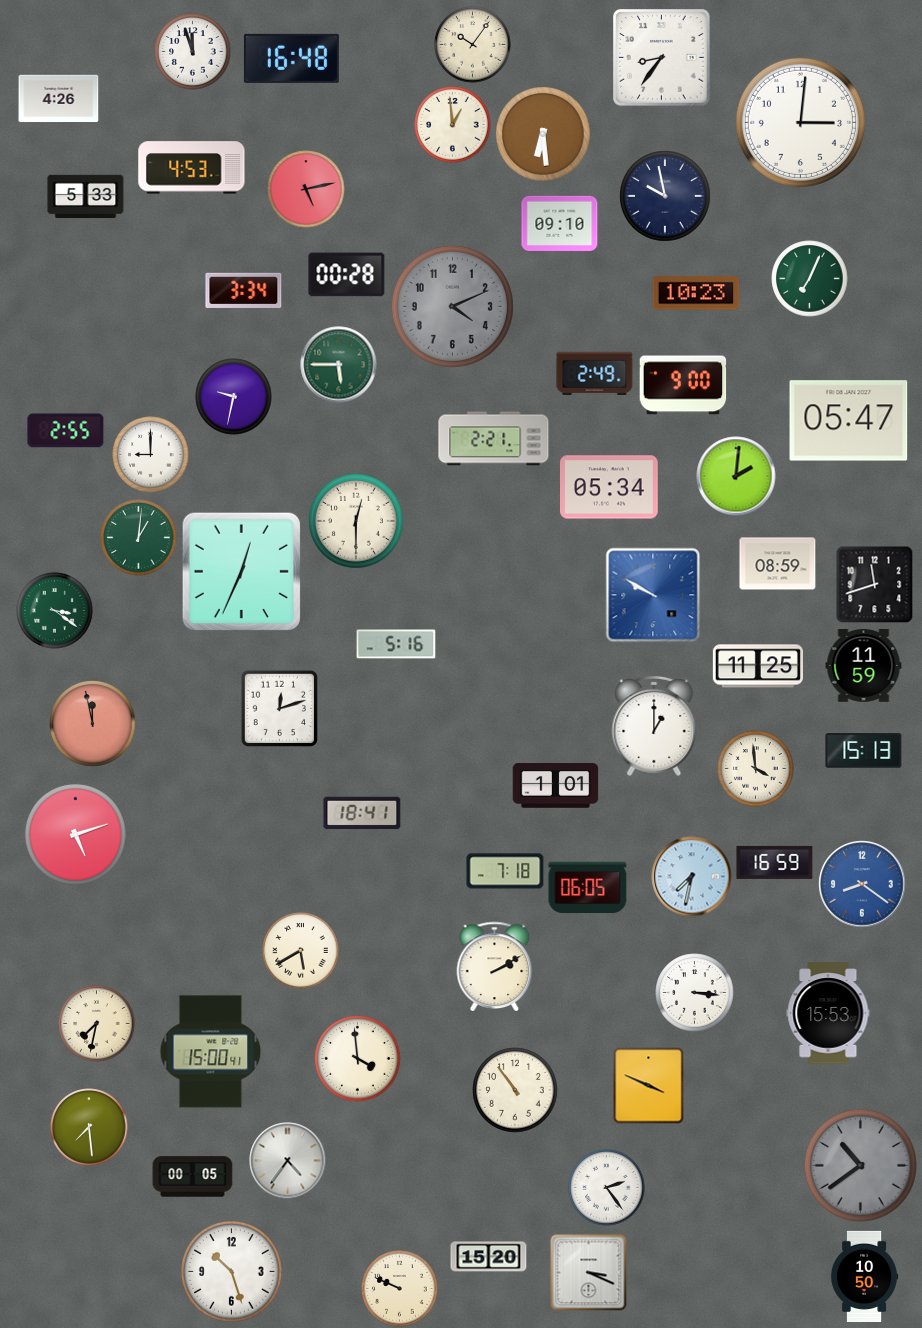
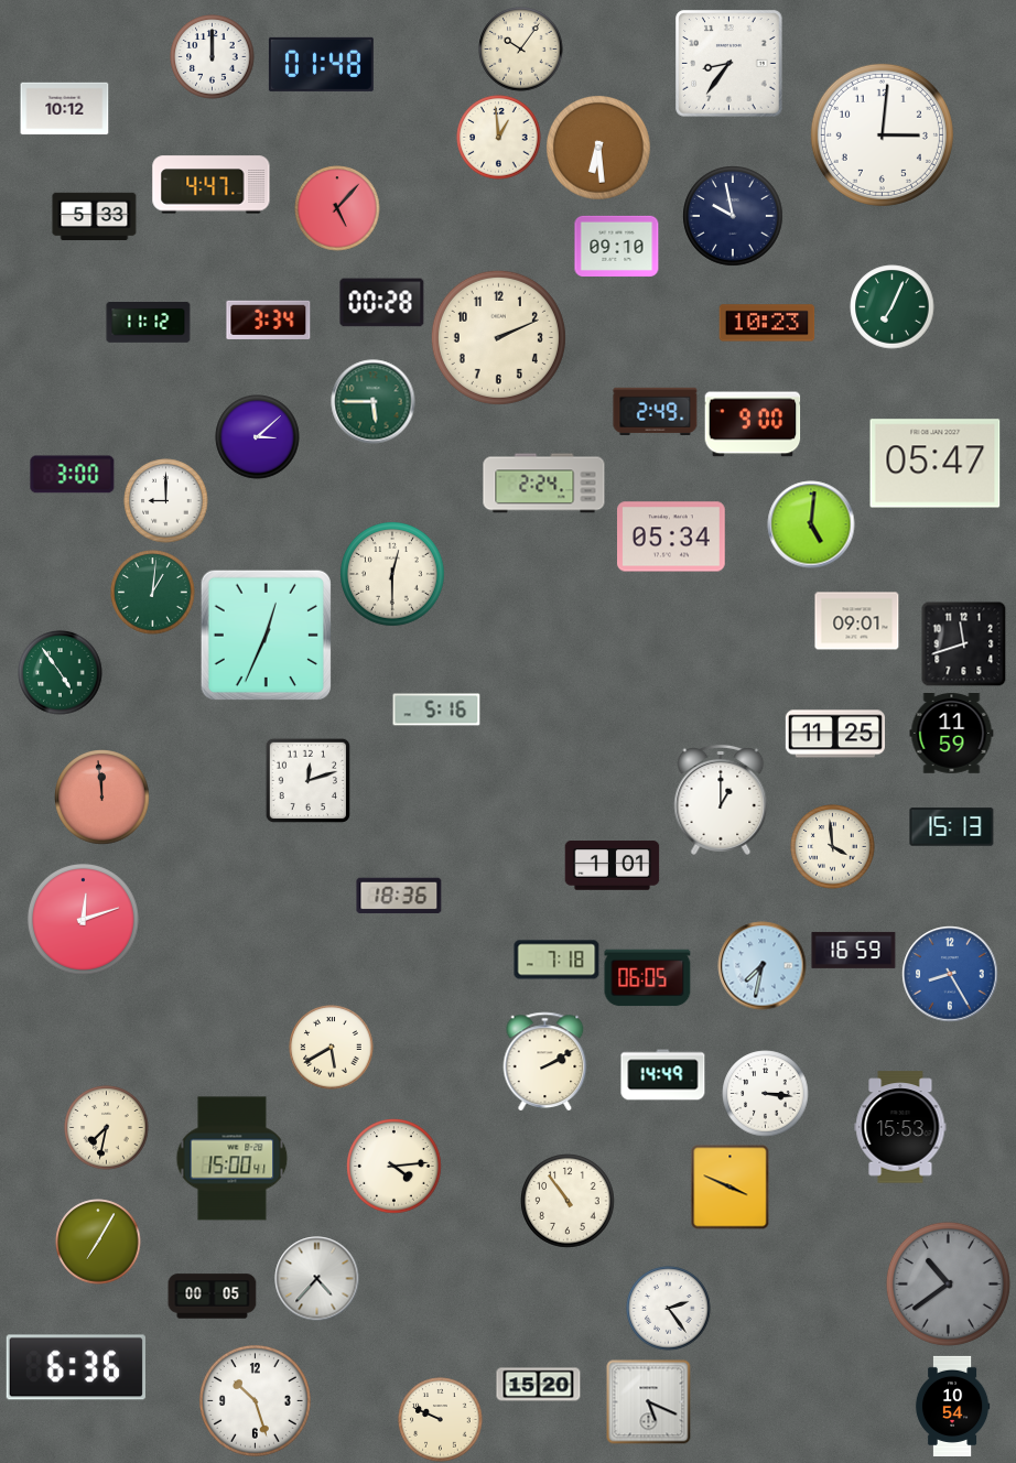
clock at (193, 52): 11:57 -> 12:00
clock at (291, 58): 16:48 -> 01:48
clock at (59, 99): 4:26 -> 10:12
clock at (192, 168): 4:53 -> 4:47
clock at (306, 189): 5:13 -> 5:07
clock at (149, 323): none -> 11:12
clock at (452, 306): 4:11 -> 2:11
clock at (452, 306) dial: grey -> cream
clock at (234, 397): 9:32 -> 3:08
clock at (66, 431): 2:55 -> 3:00
clock at (494, 439): 2:21 -> 2:24
clock at (736, 476): 2:01 -> 5:01
clock at (778, 564): 08:59 -> 09:01
clock at (241, 571) position: (241, 571) -> (266, 635)
clock at (653, 595): 9:50 -> none
clock at (55, 611): 3:21 -> 4:54
clock at (93, 724): 11:58 -> 11:59
clock at (362, 813): 18:41 -> 18:36
clock at (75, 834): 5:12 -> 12:12
clock at (862, 884): 8:21 -> 8:25
clock at (495, 966) position: (495, 966) -> (545, 1061)
clock at (663, 1075): none -> 14:49
clock at (828, 1013) position: (828, 1013) -> (900, 1127)
clock at (358, 1059): 3:59 -> 4:14
clock at (649, 1085) position: (649, 1085) -> (731, 1186)
clock at (89, 1127): 7:29 -> 7:05
clock at (288, 1161): 4:36 -> 4:37
clock at (76, 1367): none -> 6:36
clock at (589, 1273): 3:19 -> 5:19
clock at (864, 1276): 10:50 -> 10:54
